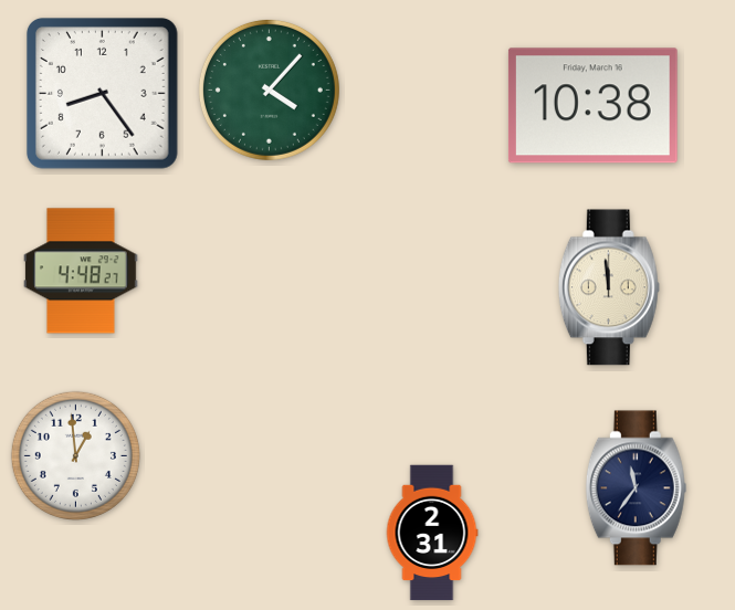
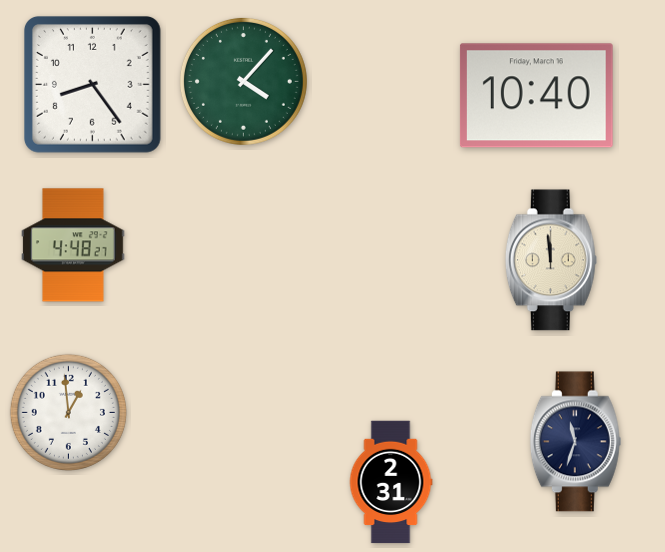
clock at (592, 106): 10:38 -> 10:40
clock at (636, 488): 11:36 -> 11:33
